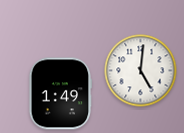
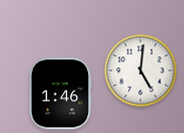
clock at (60, 94): 1:49 -> 1:46
